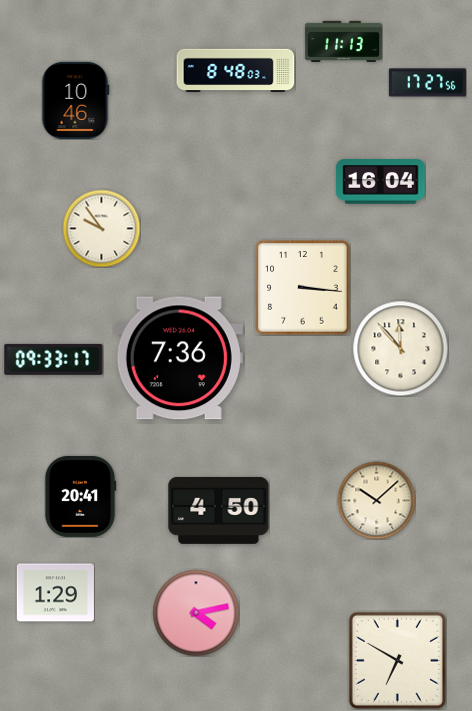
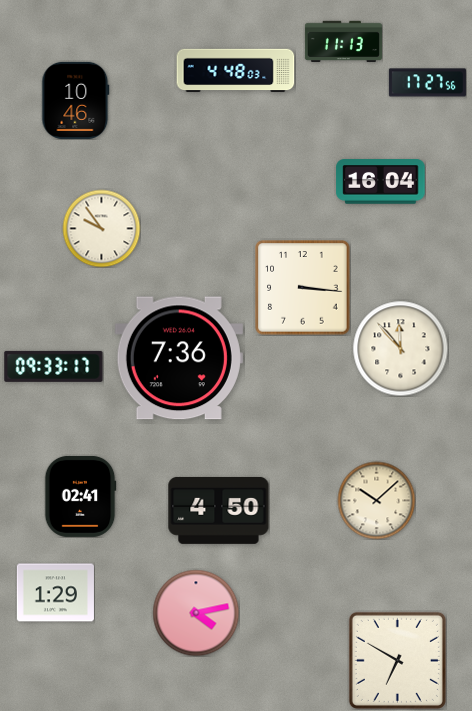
clock at (236, 71): 8:48 -> 4:48
clock at (54, 359) position: (54, 359) -> (54, 366)
clock at (80, 496): 20:41 -> 02:41
